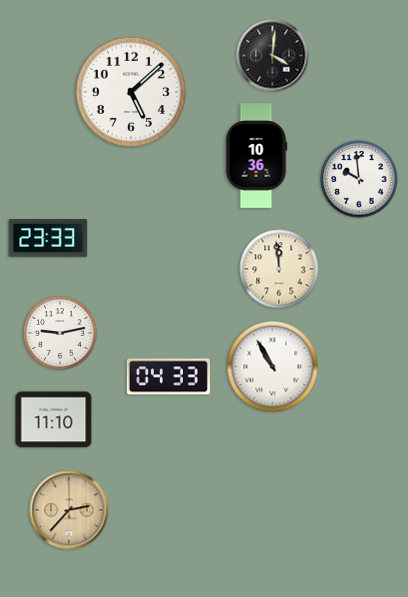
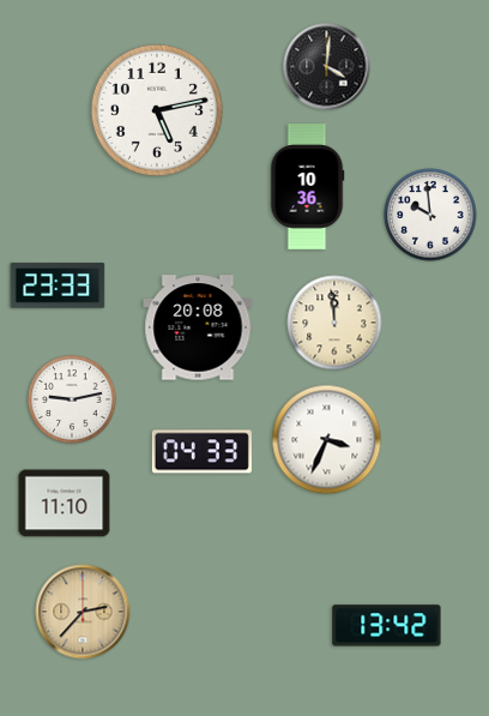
clock at (131, 92): 5:08 -> 5:13
clock at (198, 327): none -> 20:08
clock at (273, 367): 10:55 -> 3:34
clock at (387, 626): none -> 13:42
